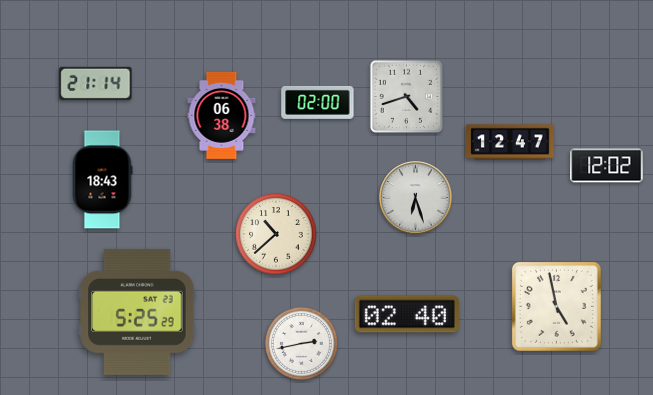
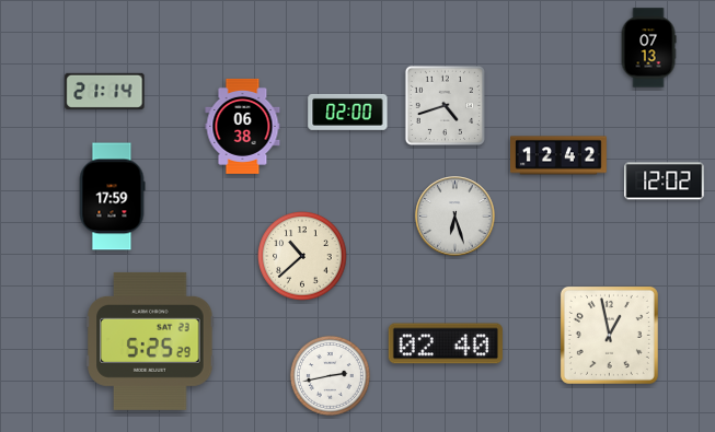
clock at (648, 48): none -> 07:13
clock at (511, 142): 12:47 -> 12:42
clock at (102, 180): 18:43 -> 17:59
clock at (556, 306): 4:58 -> 12:58
